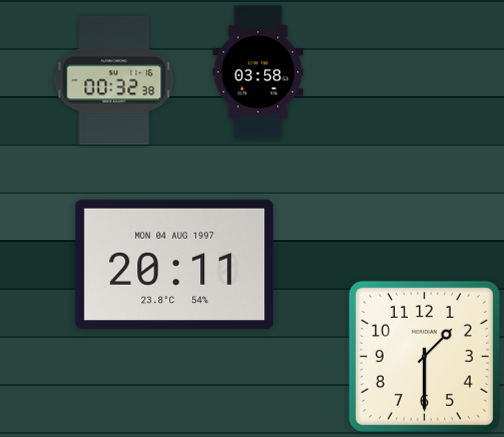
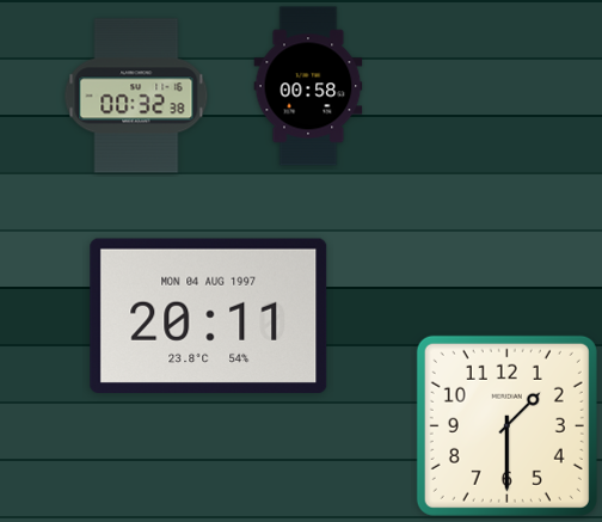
clock at (258, 72): 03:58 -> 00:58
